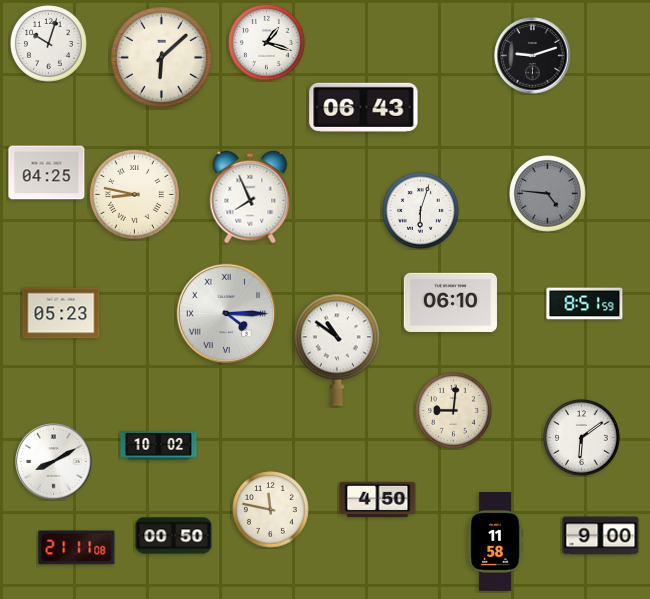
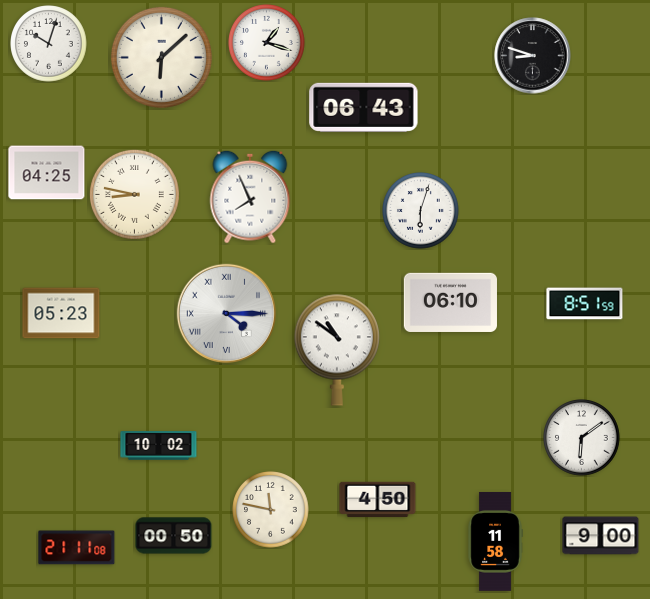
clock at (533, 56): 9:12 -> 8:48
clock at (548, 194): 4:46 -> none
clock at (454, 411): 9:01 -> none
clock at (54, 462): 8:10 -> none
